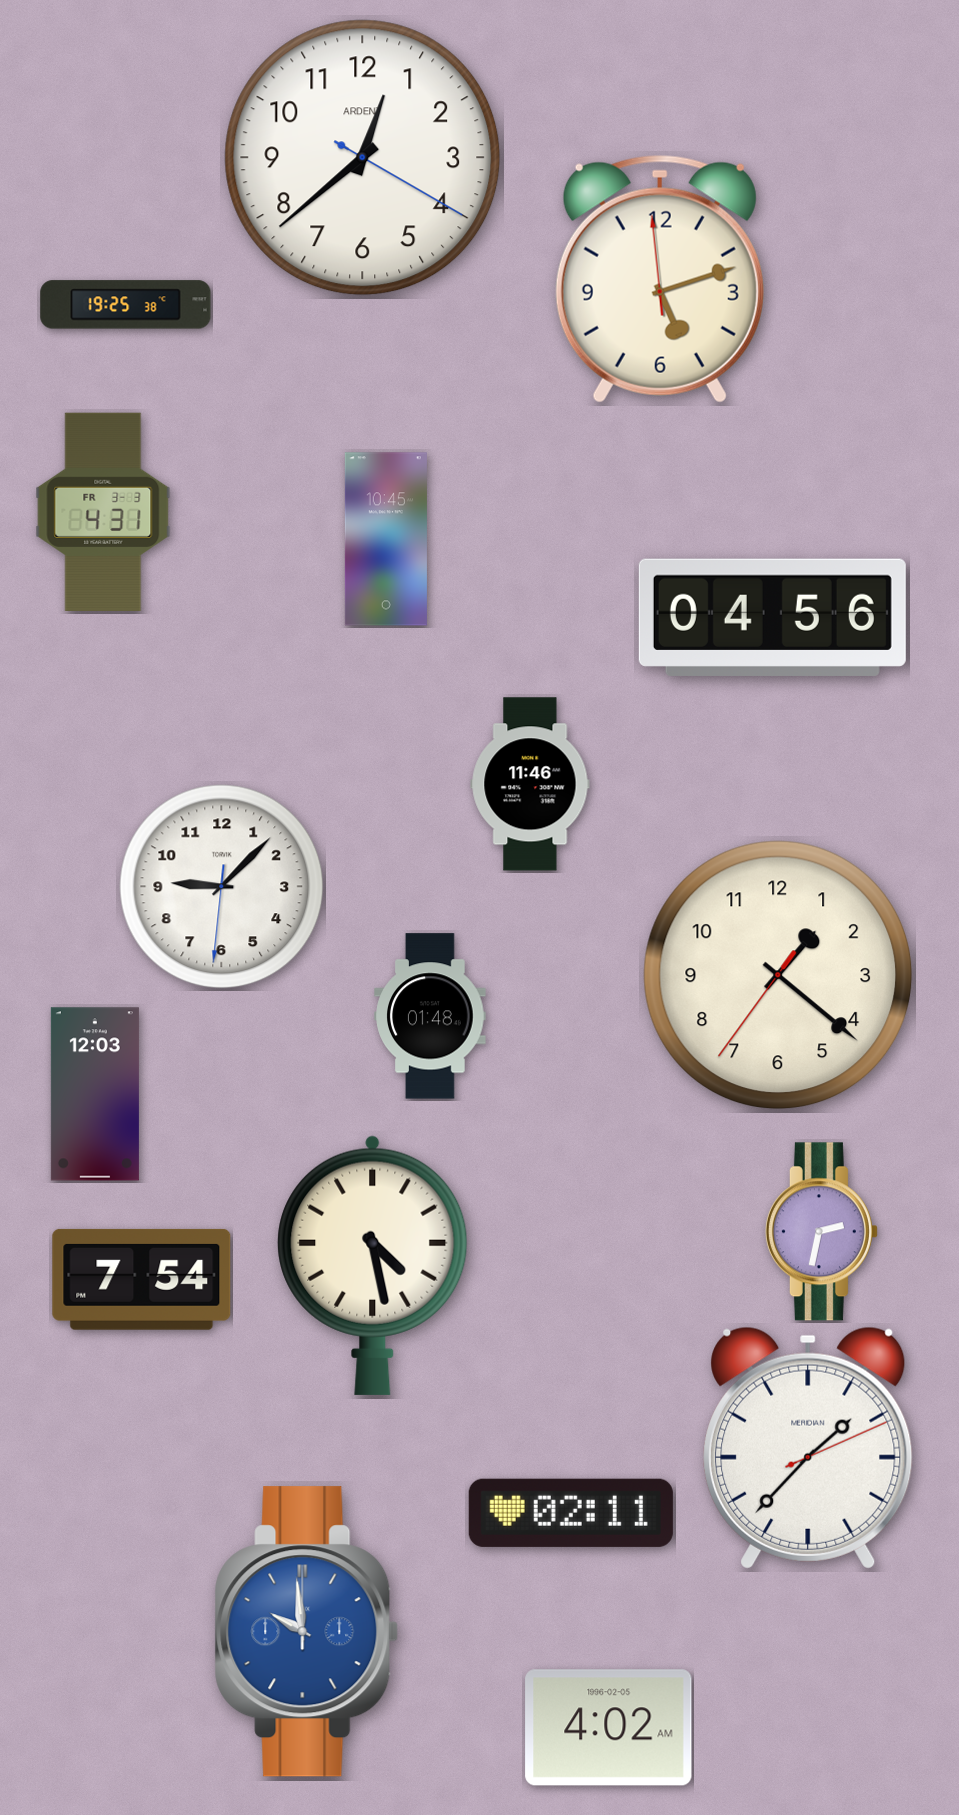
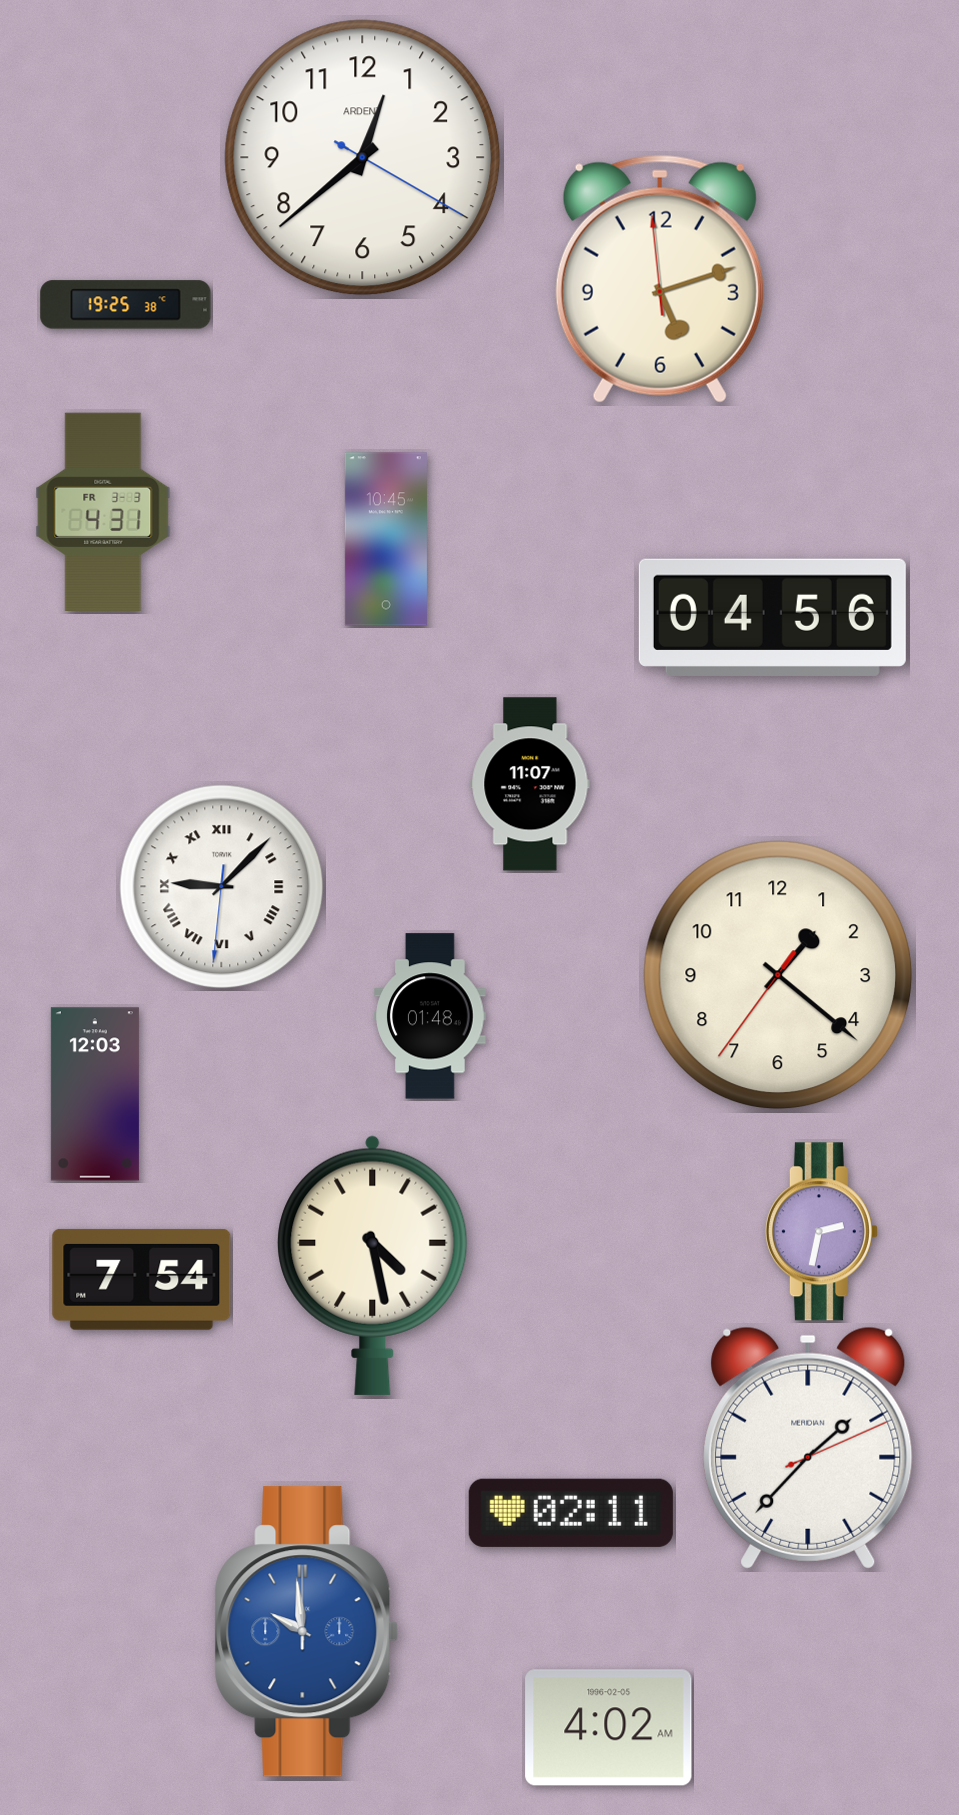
clock at (530, 784): 11:46 -> 11:07
clock at (222, 887) numerals: Arabic -> Roman
